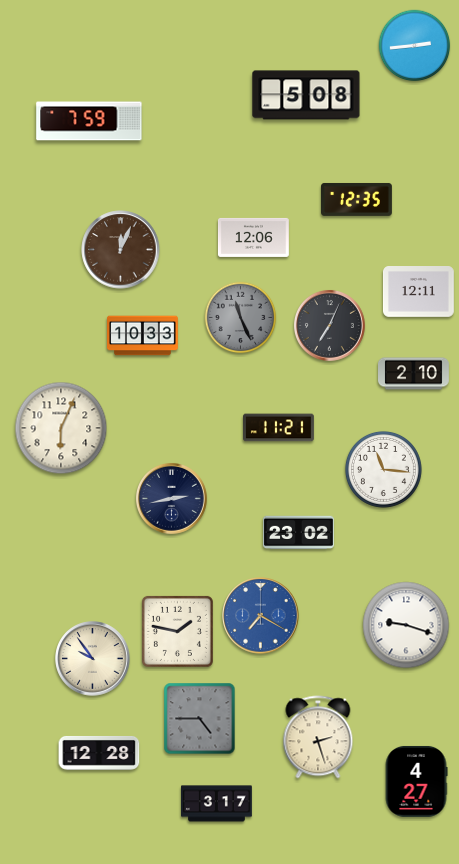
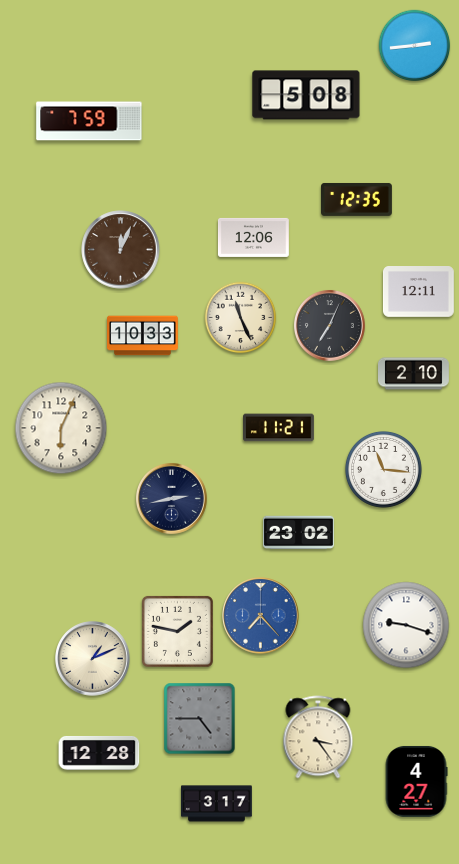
clock at (241, 318) dial: grey -> cream
clock at (261, 616): 7:20 -> 7:23
clock at (93, 659): 9:54 -> 1:11
clock at (318, 737): 2:27 -> 3:24
